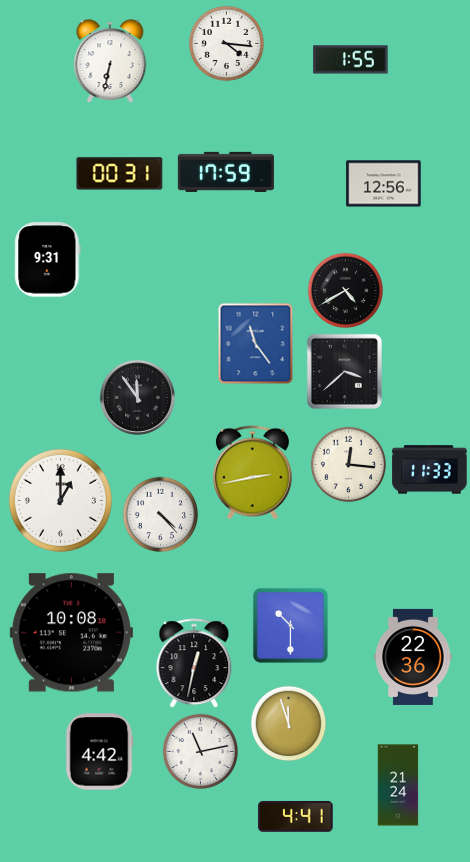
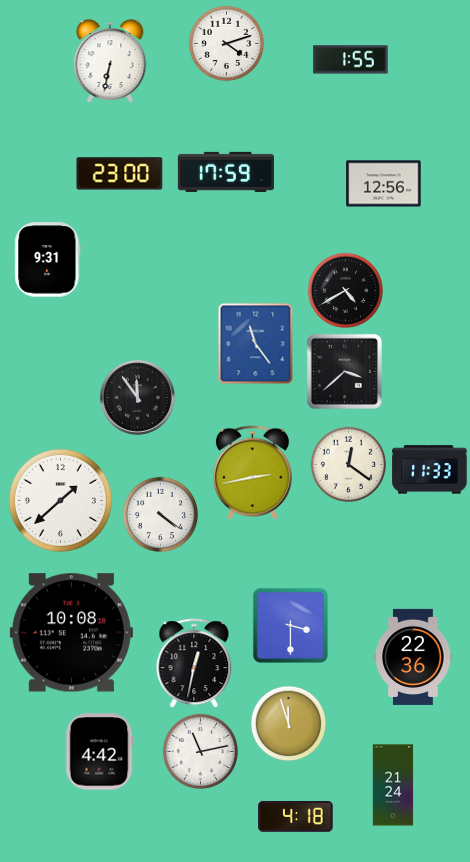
clock at (227, 44): 4:16 -> 4:12
clock at (120, 174): 00:31 -> 23:00
clock at (349, 465): 12:16 -> 12:21
clock at (60, 500): 1:00 -> 1:38
clock at (161, 515): 4:23 -> 4:21
clock at (290, 625): 10:30 -> 3:30
clock at (398, 785) position: (398, 785) -> (393, 785)
clock at (296, 816): 4:41 -> 4:18
